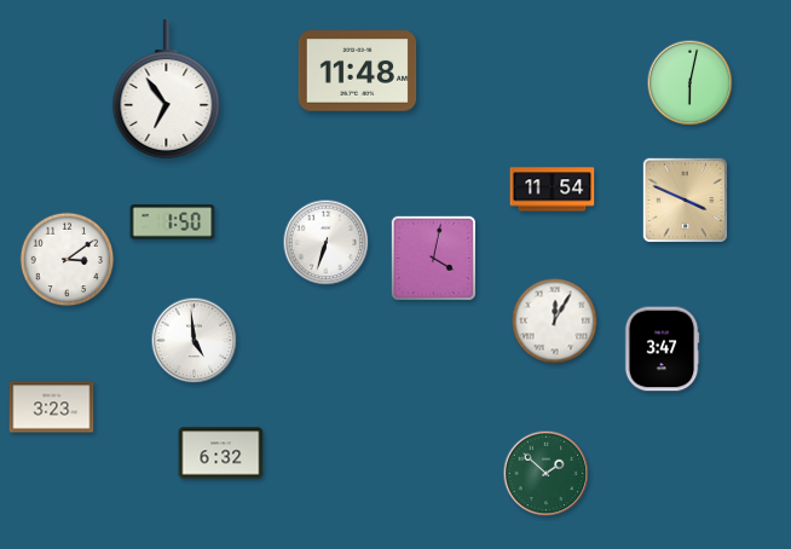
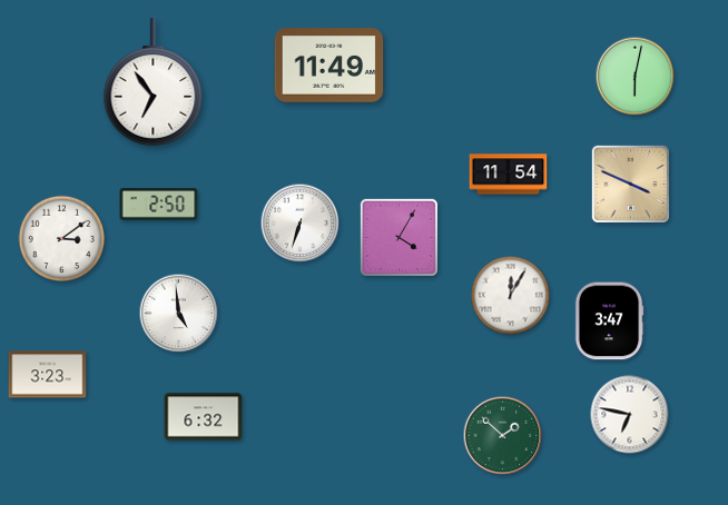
clock at (358, 71): 11:48 -> 11:49
clock at (173, 223): 1:50 -> 2:50
clock at (433, 258): 4:02 -> 4:05
clock at (630, 415): none -> 6:47
